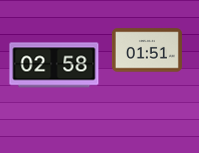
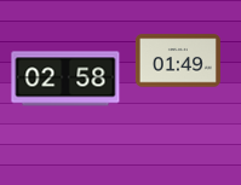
clock at (147, 50): 01:51 -> 01:49
